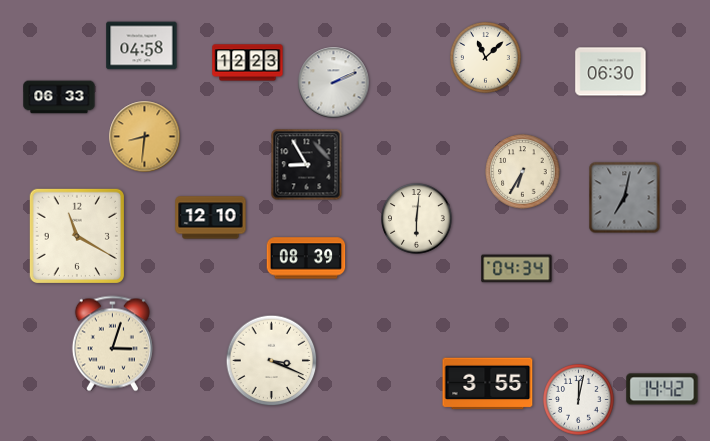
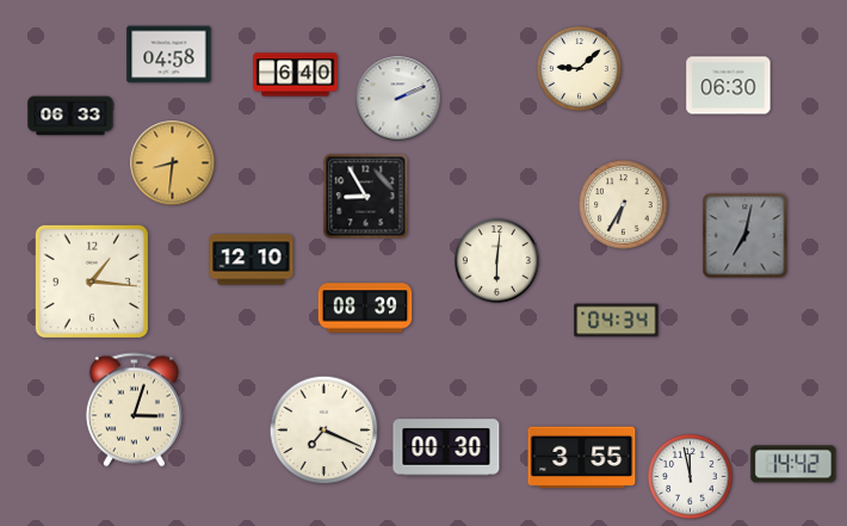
clock at (486, 58): 11:08 -> 9:08
clock at (248, 63): 12:23 -> 6:40
clock at (76, 235): 11:20 -> 1:16
clock at (272, 361): 3:19 -> 7:19
clock at (446, 447): none -> 00:30
clock at (662, 389) position: (662, 389) -> (793, 464)
clock at (579, 400): 12:02 -> 11:58
